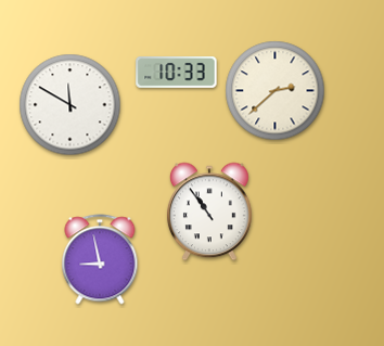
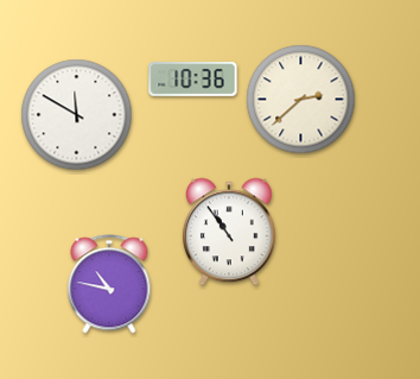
clock at (177, 73): 10:33 -> 10:36
clock at (100, 259): 8:58 -> 10:47
